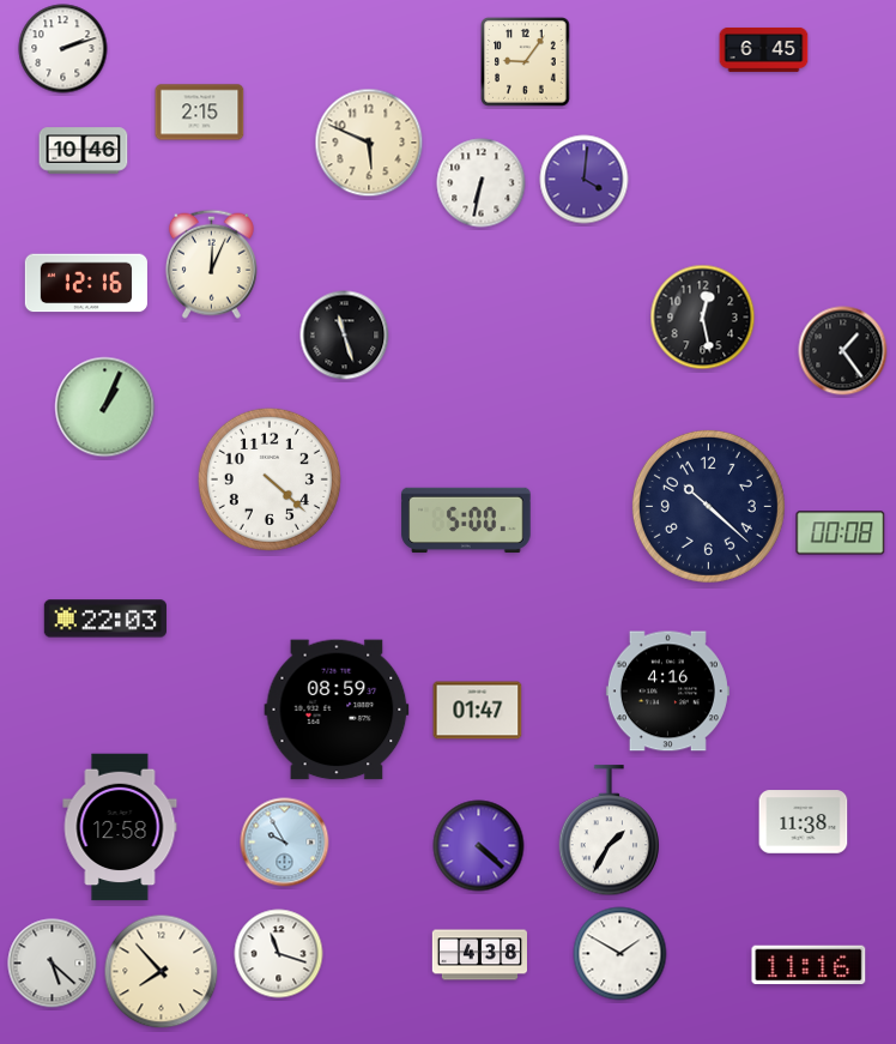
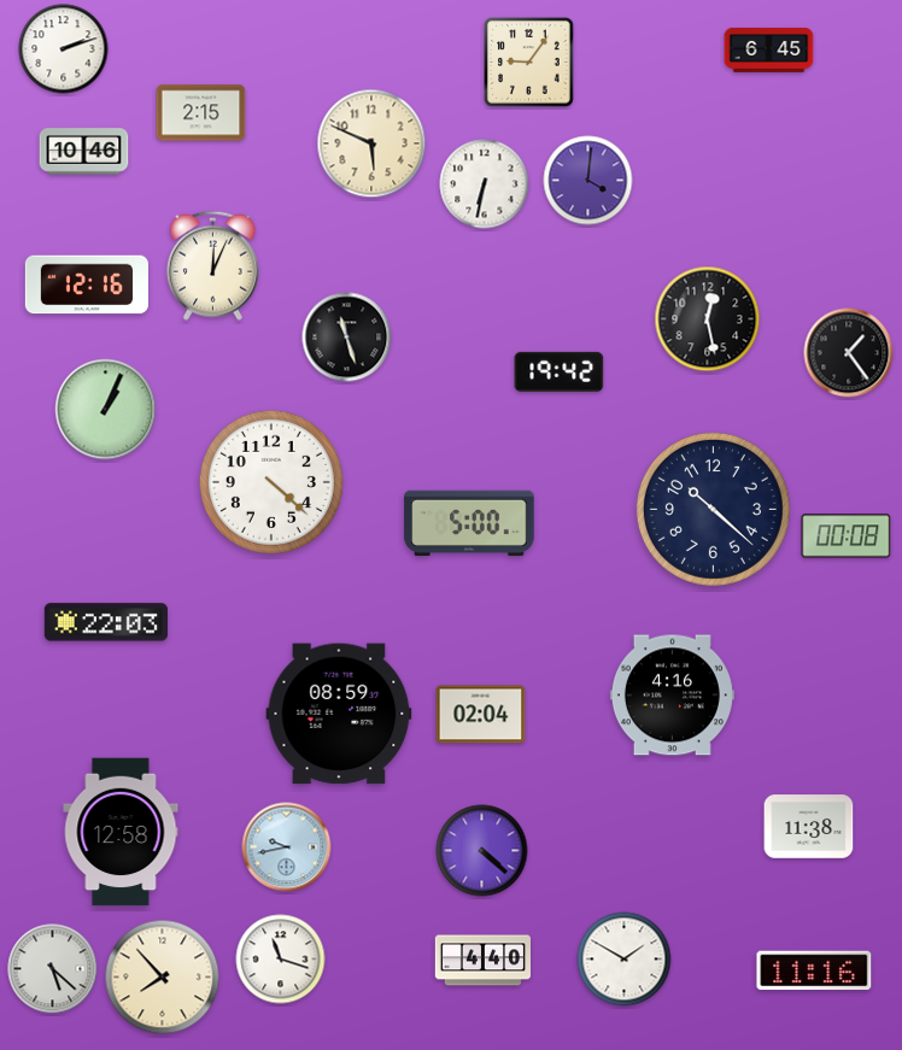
clock at (560, 371): none -> 19:42
clock at (478, 711): 01:47 -> 02:04
clock at (610, 831): 1:35 -> none
clock at (285, 843): 9:55 -> 9:43
clock at (479, 955): 4:38 -> 4:40
